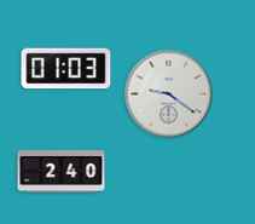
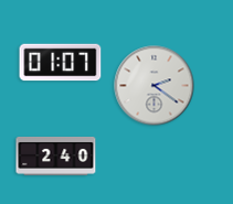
clock at (66, 69): 01:03 -> 01:07
clock at (169, 94): 9:21 -> 2:21
